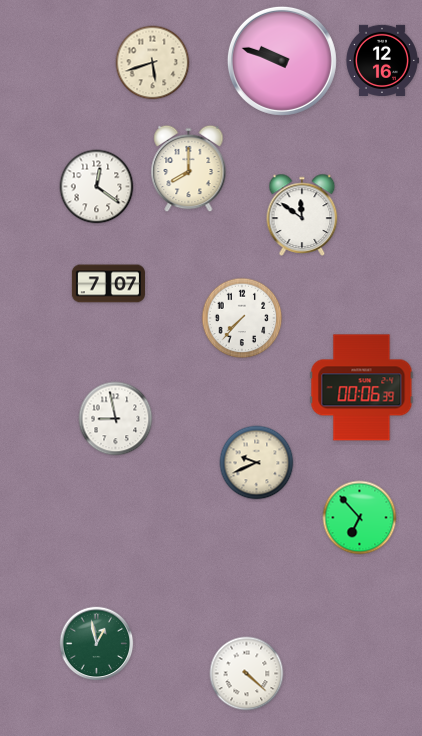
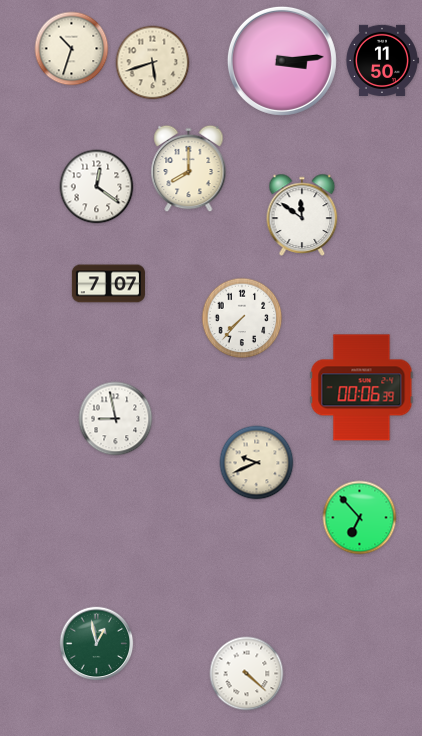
clock at (72, 49): none -> 10:33
clock at (382, 60): 12:16 -> 11:50
clock at (282, 61): 9:48 -> 3:14
